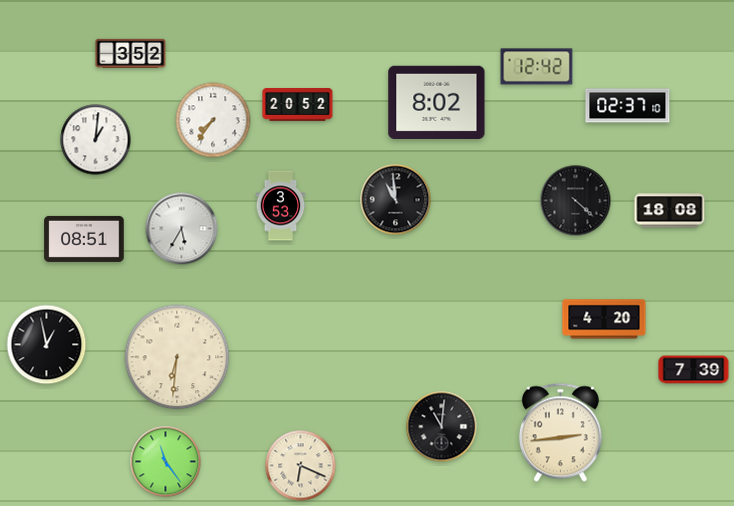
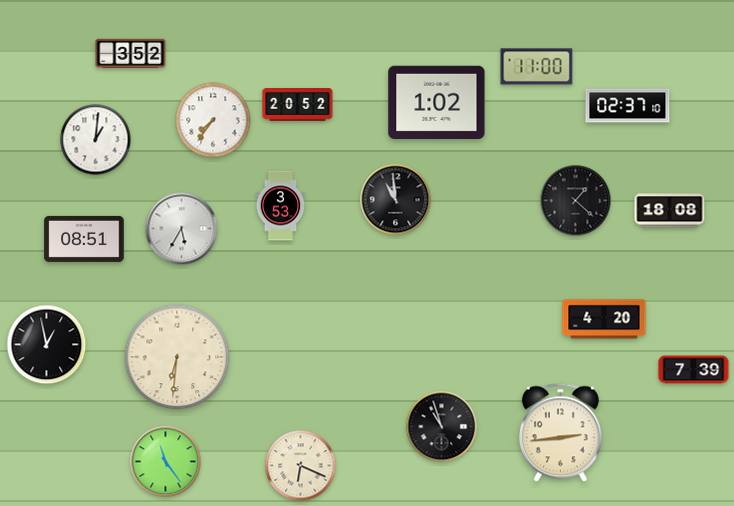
clock at (537, 67): 12:42 -> 11:00
clock at (437, 103): 8:02 -> 1:02
clock at (576, 201): 4:22 -> 1:22
clock at (442, 427): 11:01 -> 10:57
